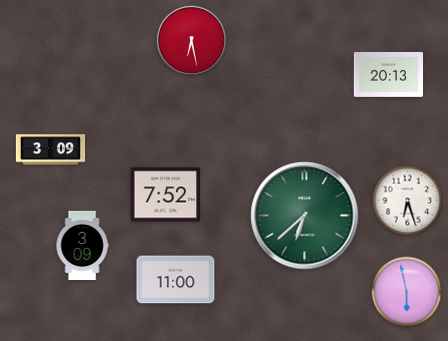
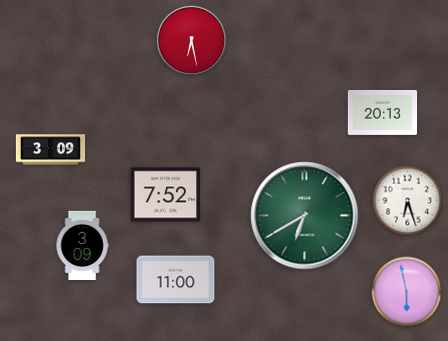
clock at (389, 75) position: (389, 75) -> (383, 113)
clock at (305, 216): 6:38 -> 6:40
